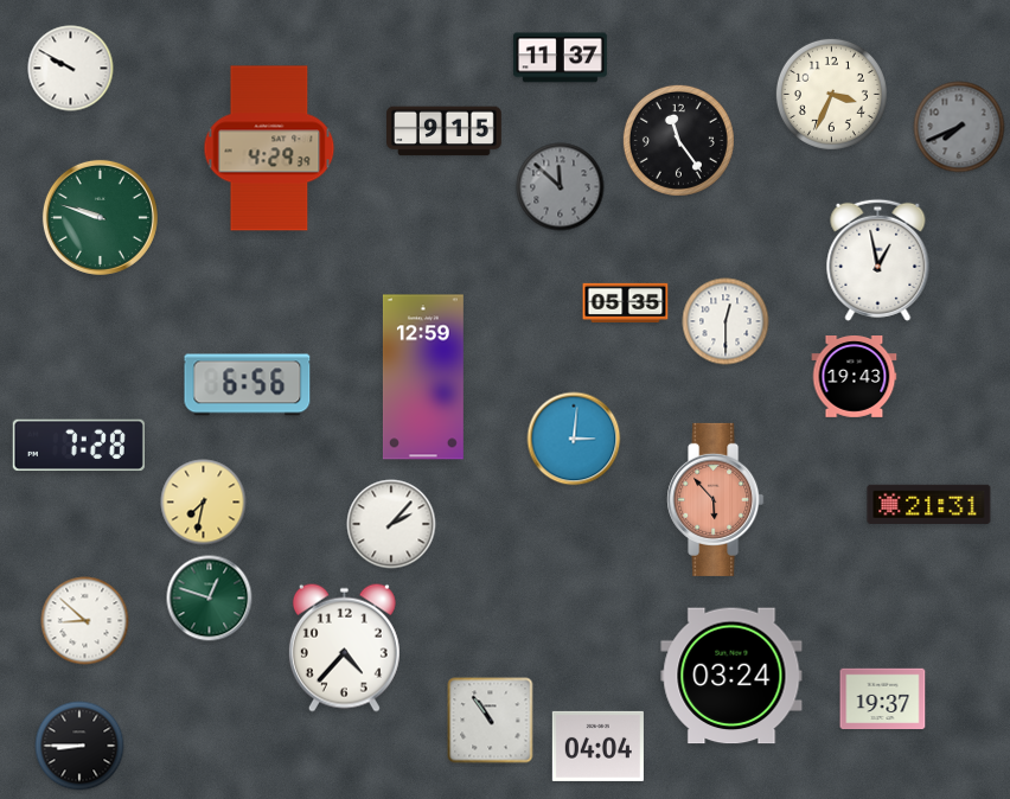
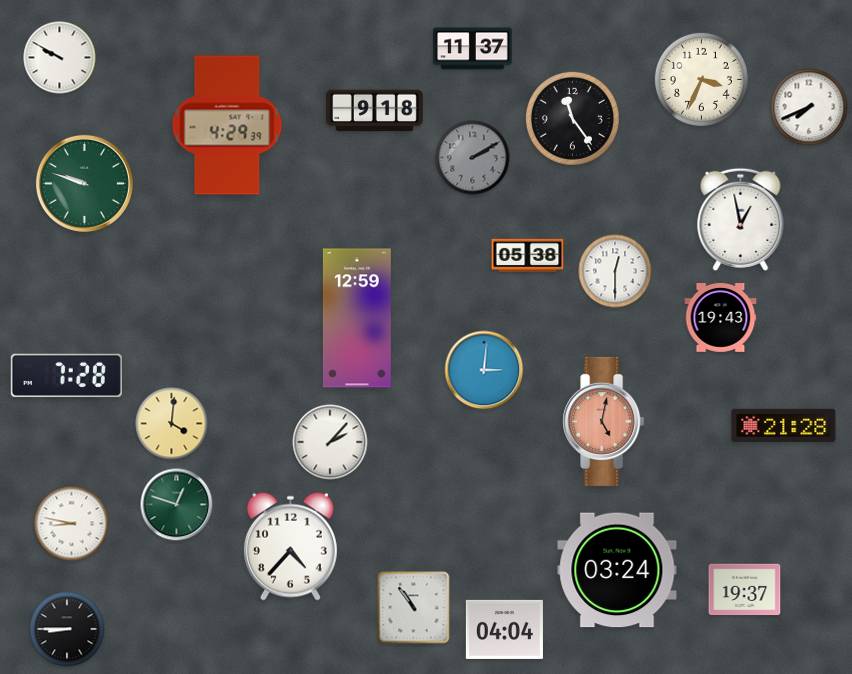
clock at (959, 127) dial: grey -> white
clock at (445, 132): 9:15 -> 9:18
clock at (561, 187): 11:52 -> 2:10
clock at (626, 302): 05:35 -> 05:38
clock at (725, 321) position: (725, 321) -> (615, 271)
clock at (248, 385): 6:56 -> none
clock at (716, 499): 5:53 -> 5:02
clock at (204, 503): 7:32 -> 4:01
clock at (929, 504): 21:31 -> 21:28
clock at (85, 621): 8:52 -> 8:47
